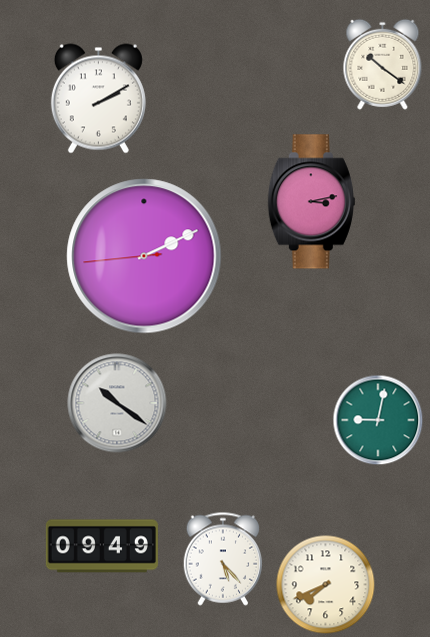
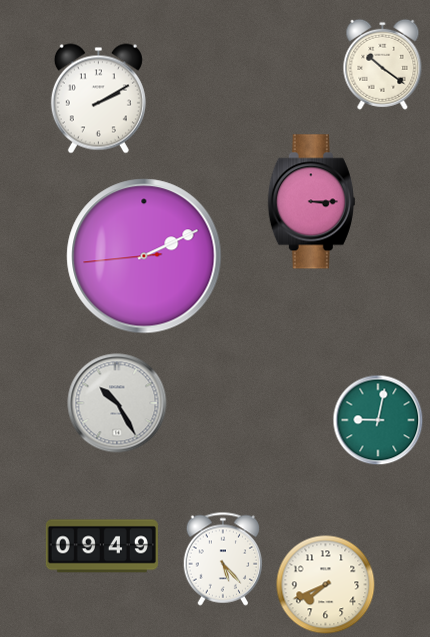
clock at (311, 202): 3:13 -> 3:15
clock at (117, 403): 10:21 -> 10:25
